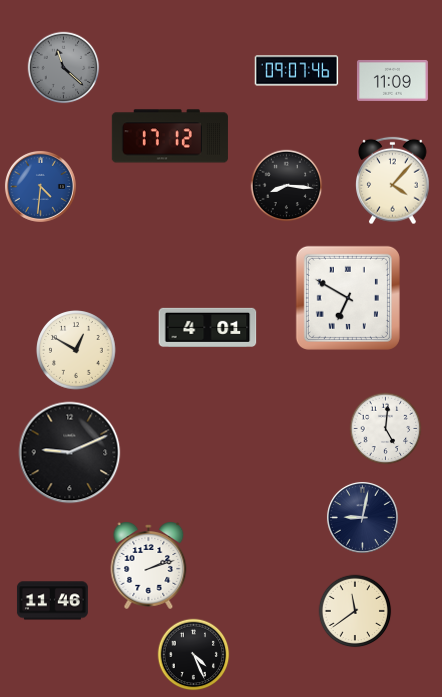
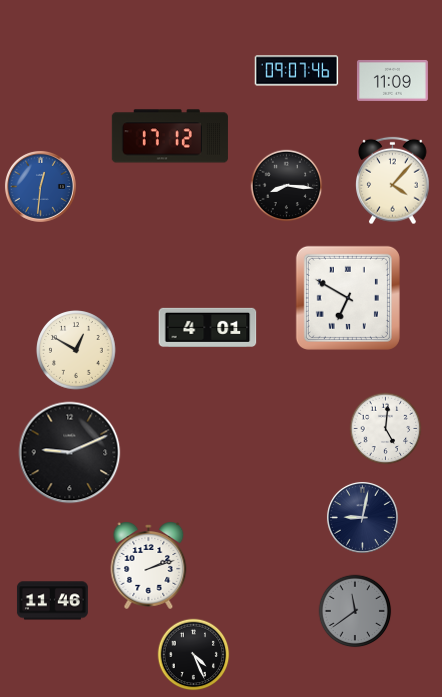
clock at (64, 68): 11:22 -> none
clock at (40, 186): 4:31 -> 12:31
clock at (355, 611) dial: cream -> grey
